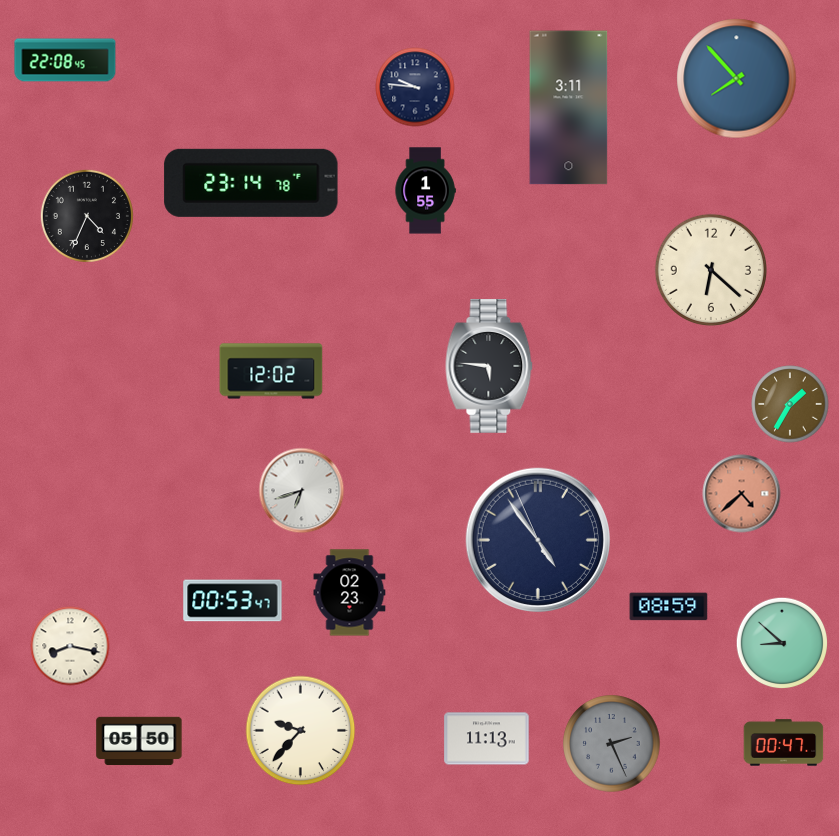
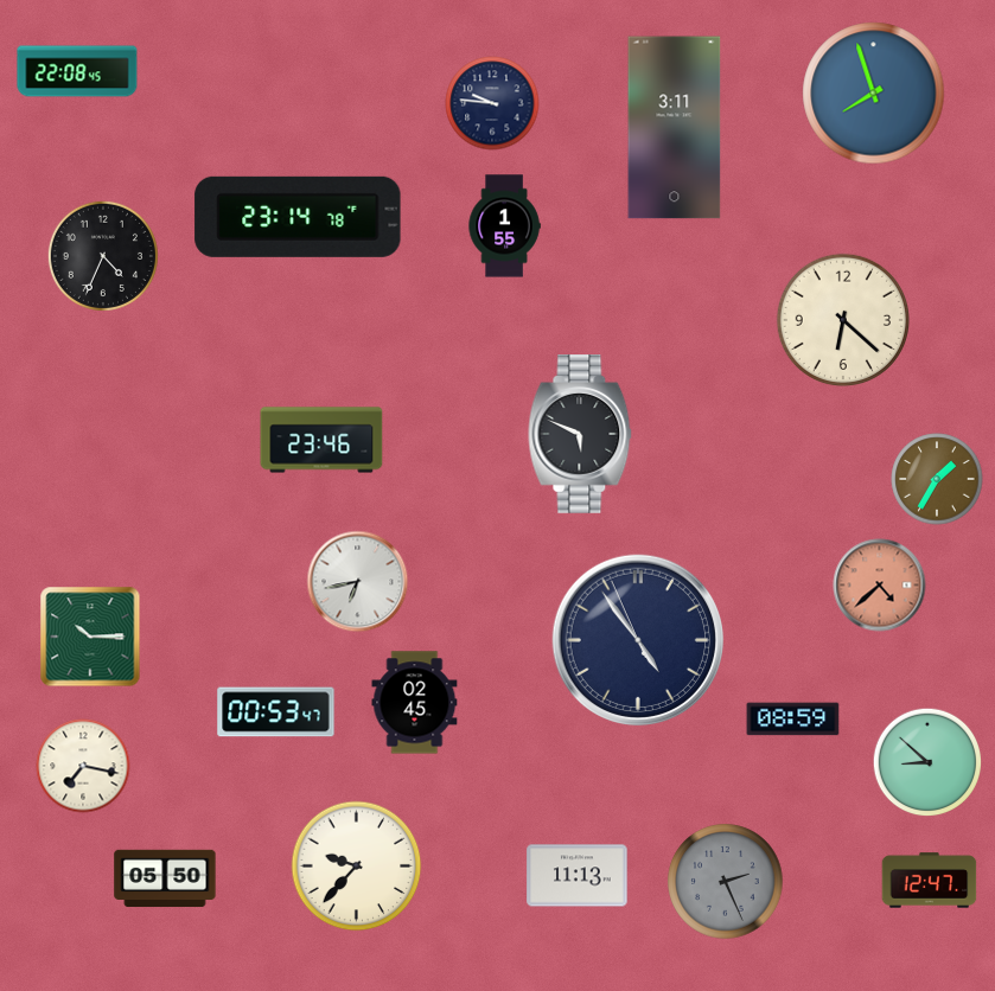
clock at (737, 79): 7:53 -> 7:57
clock at (489, 367): 5:46 -> 5:49
clock at (271, 371): 12:02 -> 23:46
clock at (302, 491): 6:42 -> 6:43
clock at (90, 637): none -> 10:15
clock at (350, 593): 02:23 -> 02:45
clock at (70, 646): 8:17 -> 7:17
clock at (784, 743): 00:47 -> 12:47
